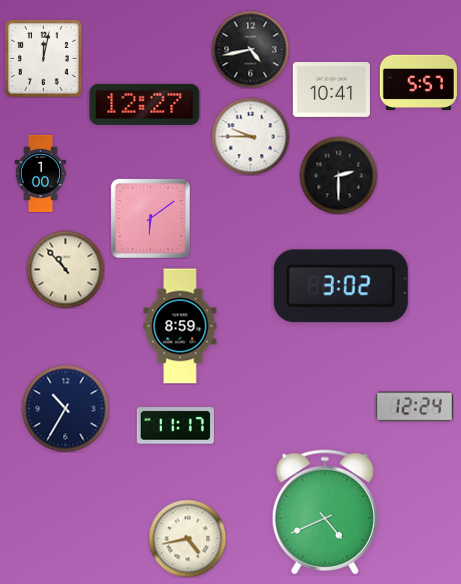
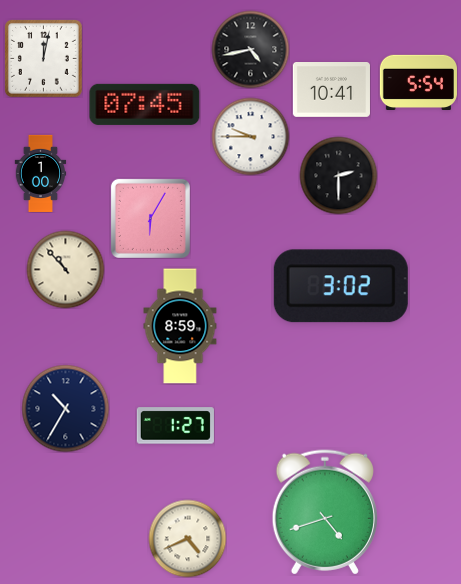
clock at (418, 83): 5:57 -> 5:54
clock at (145, 104): 12:27 -> 07:45
clock at (150, 218): 6:09 -> 6:05
clock at (414, 407): 12:24 -> none
clock at (175, 426): 11:17 -> 1:27
clock at (325, 512): 4:41 -> 4:42
clock at (187, 538): 4:43 -> 4:41
